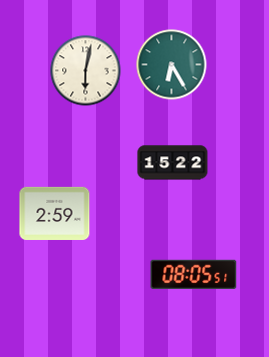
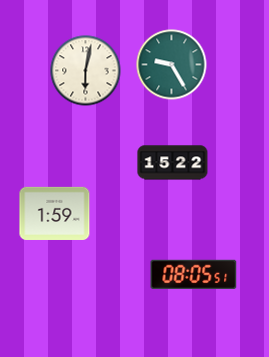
clock at (172, 65): 6:25 -> 9:25
clock at (55, 213): 2:59 -> 1:59
